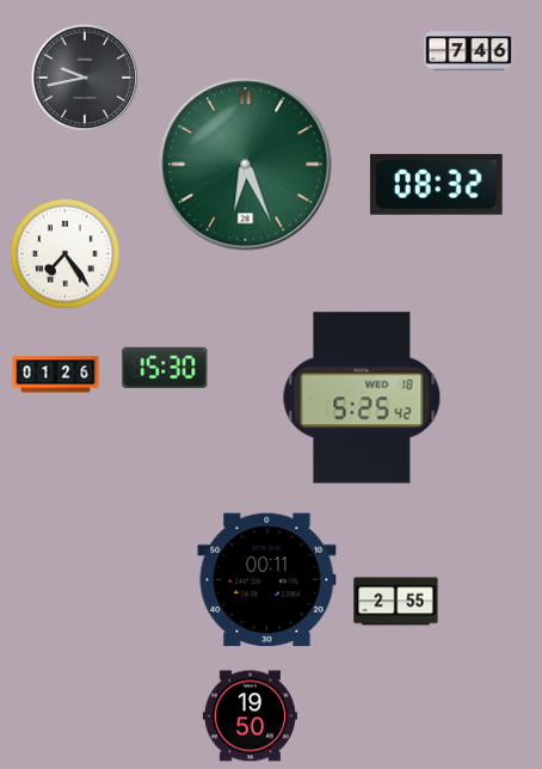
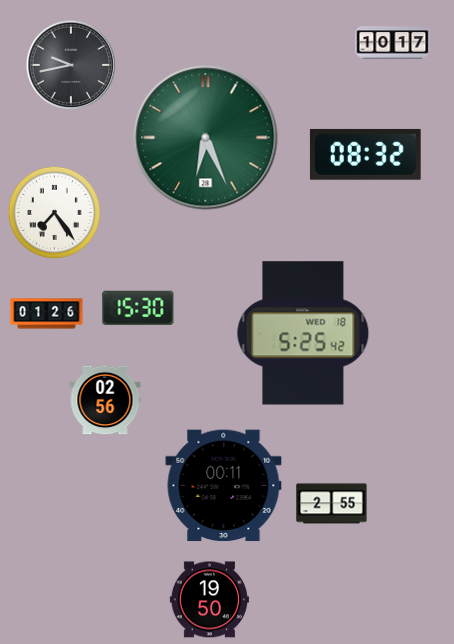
clock at (469, 51): 7:46 -> 10:17
clock at (105, 400): none -> 02:56
